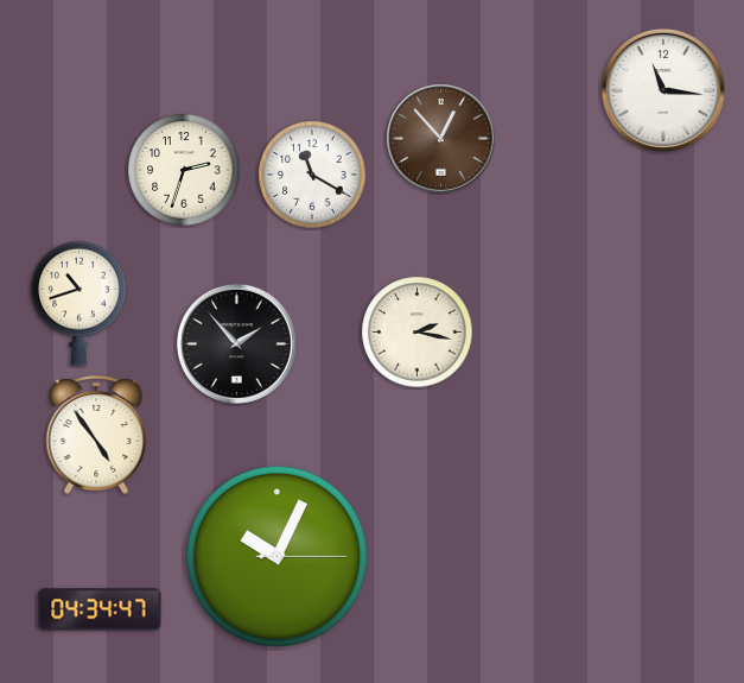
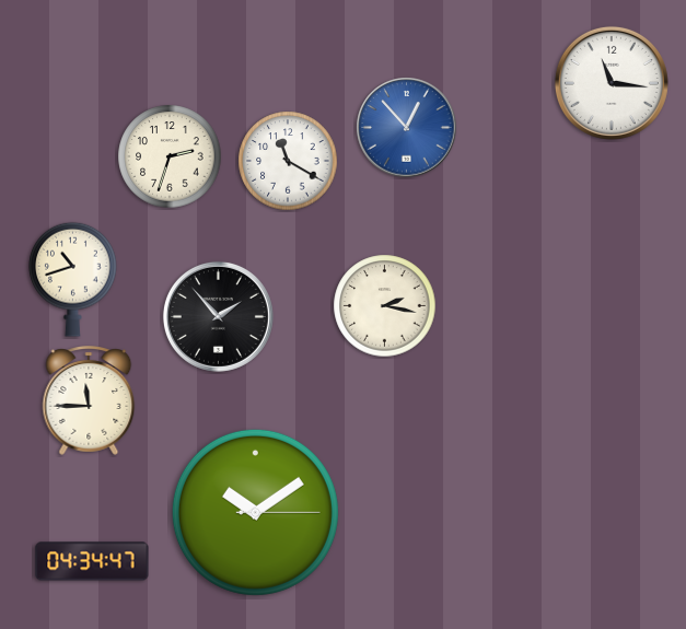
clock at (441, 139) dial: brown -> blue
clock at (96, 435): 4:54 -> 11:45
clock at (276, 556): 10:04 -> 10:09
